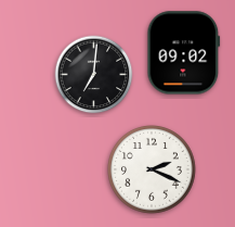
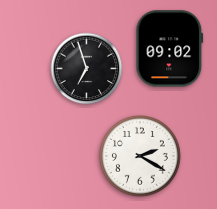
clock at (94, 75): 7:01 -> 6:57
clock at (153, 171): 2:19 -> 2:20
